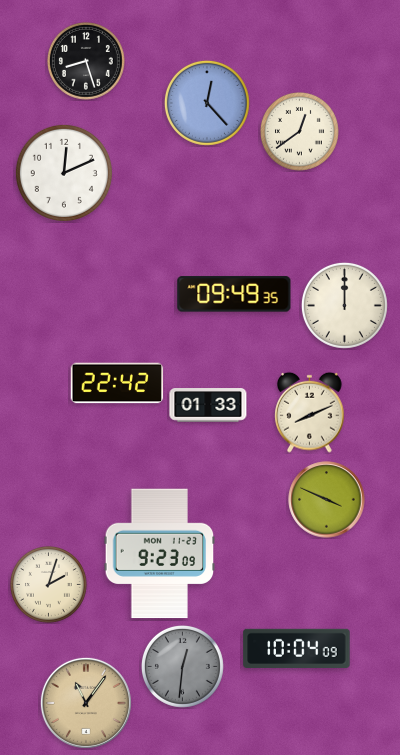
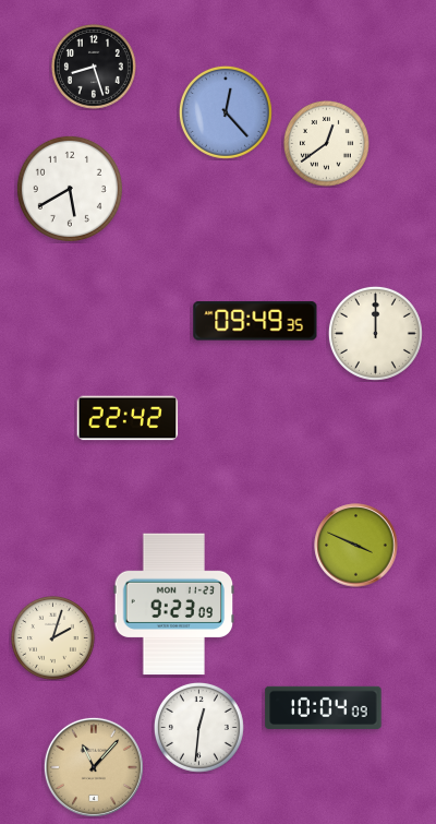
clock at (64, 173): 12:11 -> 5:40
clock at (208, 405): 01:33 -> none
clock at (310, 412): 8:11 -> none
clock at (182, 666) dial: grey -> white
clock at (86, 703): 11:06 -> 11:07
